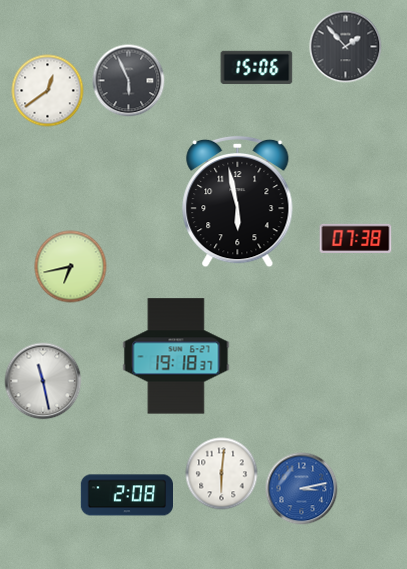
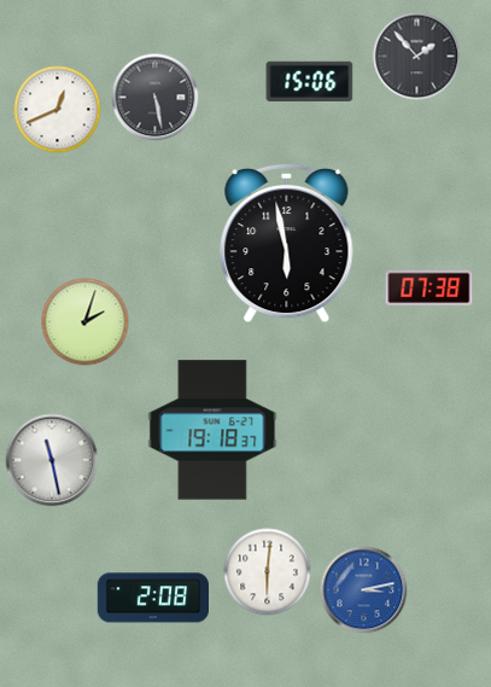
clock at (129, 81): 5:56 -> 5:28
clock at (48, 91): 12:39 -> 12:41
clock at (71, 267): 6:43 -> 2:03
